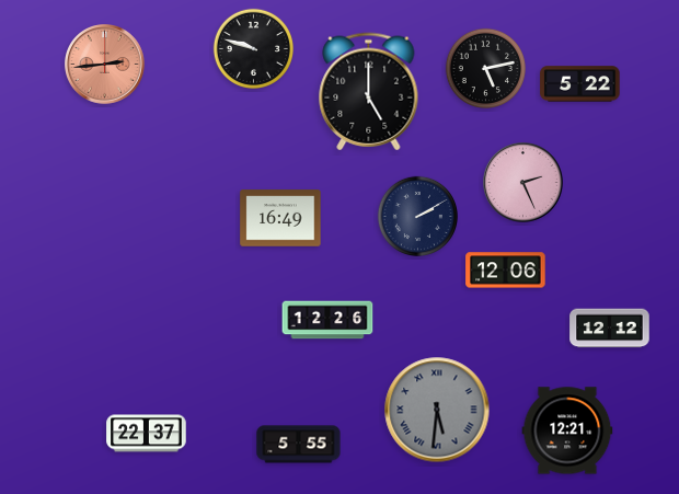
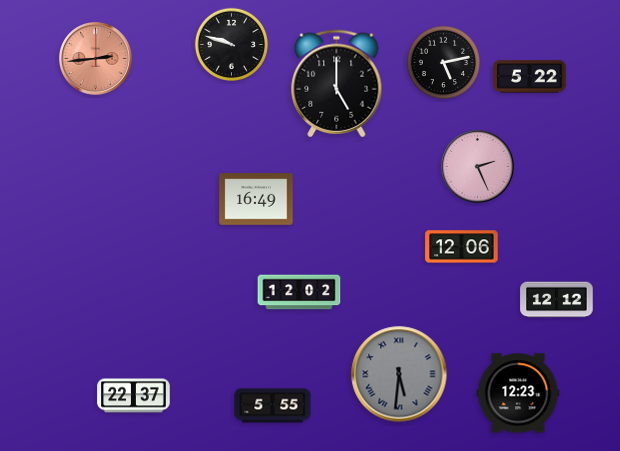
clock at (417, 216): 2:10 -> none
clock at (327, 320): 12:26 -> 12:02
clock at (567, 430): 12:21 -> 12:23
